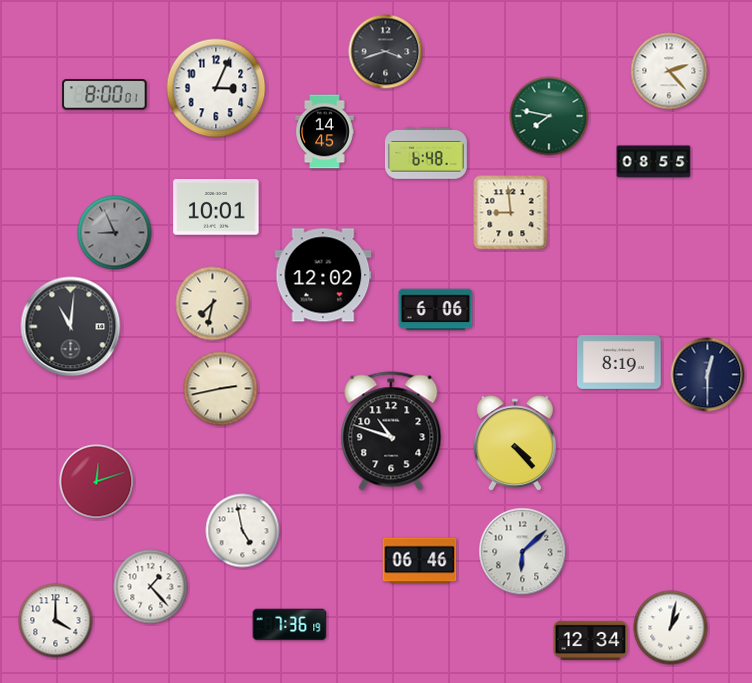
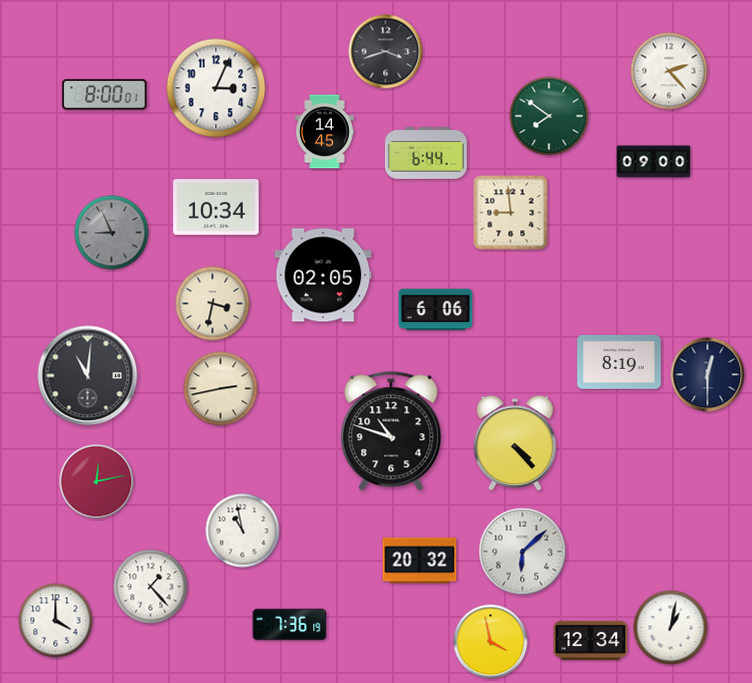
clock at (549, 116): 7:47 -> 7:51
clock at (426, 154): 6:48 -> 6:44
clock at (654, 162): 08:55 -> 09:00
clock at (216, 207): 10:01 -> 10:34
clock at (115, 233) position: (115, 233) -> (112, 233)
clock at (323, 275): 12:02 -> 02:05
clock at (213, 304): 7:32 -> 3:32
clock at (71, 327) position: (71, 327) -> (88, 376)
clock at (97, 482): 12:12 -> 12:13
clock at (243, 531): 4:58 -> 10:58
clock at (420, 561): 06:46 -> 20:32
clock at (491, 642): none -> 3:58
